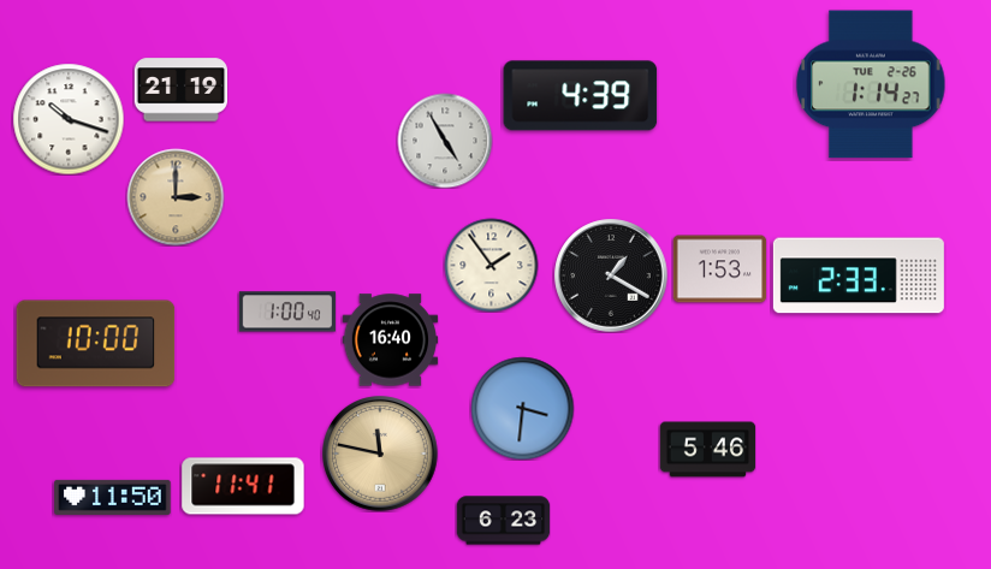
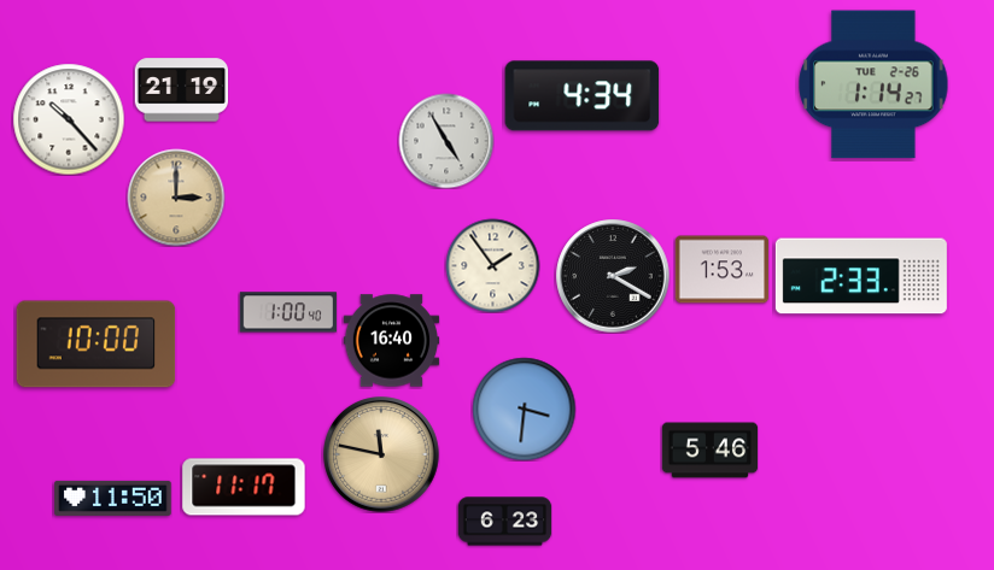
clock at (581, 96): 4:39 -> 4:34
clock at (69, 119): 10:18 -> 10:23
clock at (611, 275): 1:20 -> 2:20
clock at (243, 486): 11:41 -> 11:17
